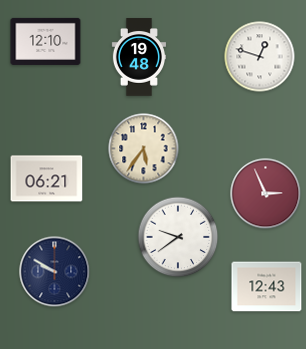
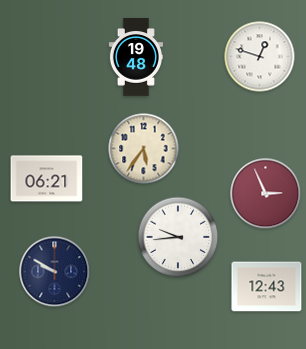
clock at (46, 41): 12:10 -> none
clock at (139, 57) position: (139, 57) -> (136, 57)
clock at (178, 237): 9:39 -> 9:44
